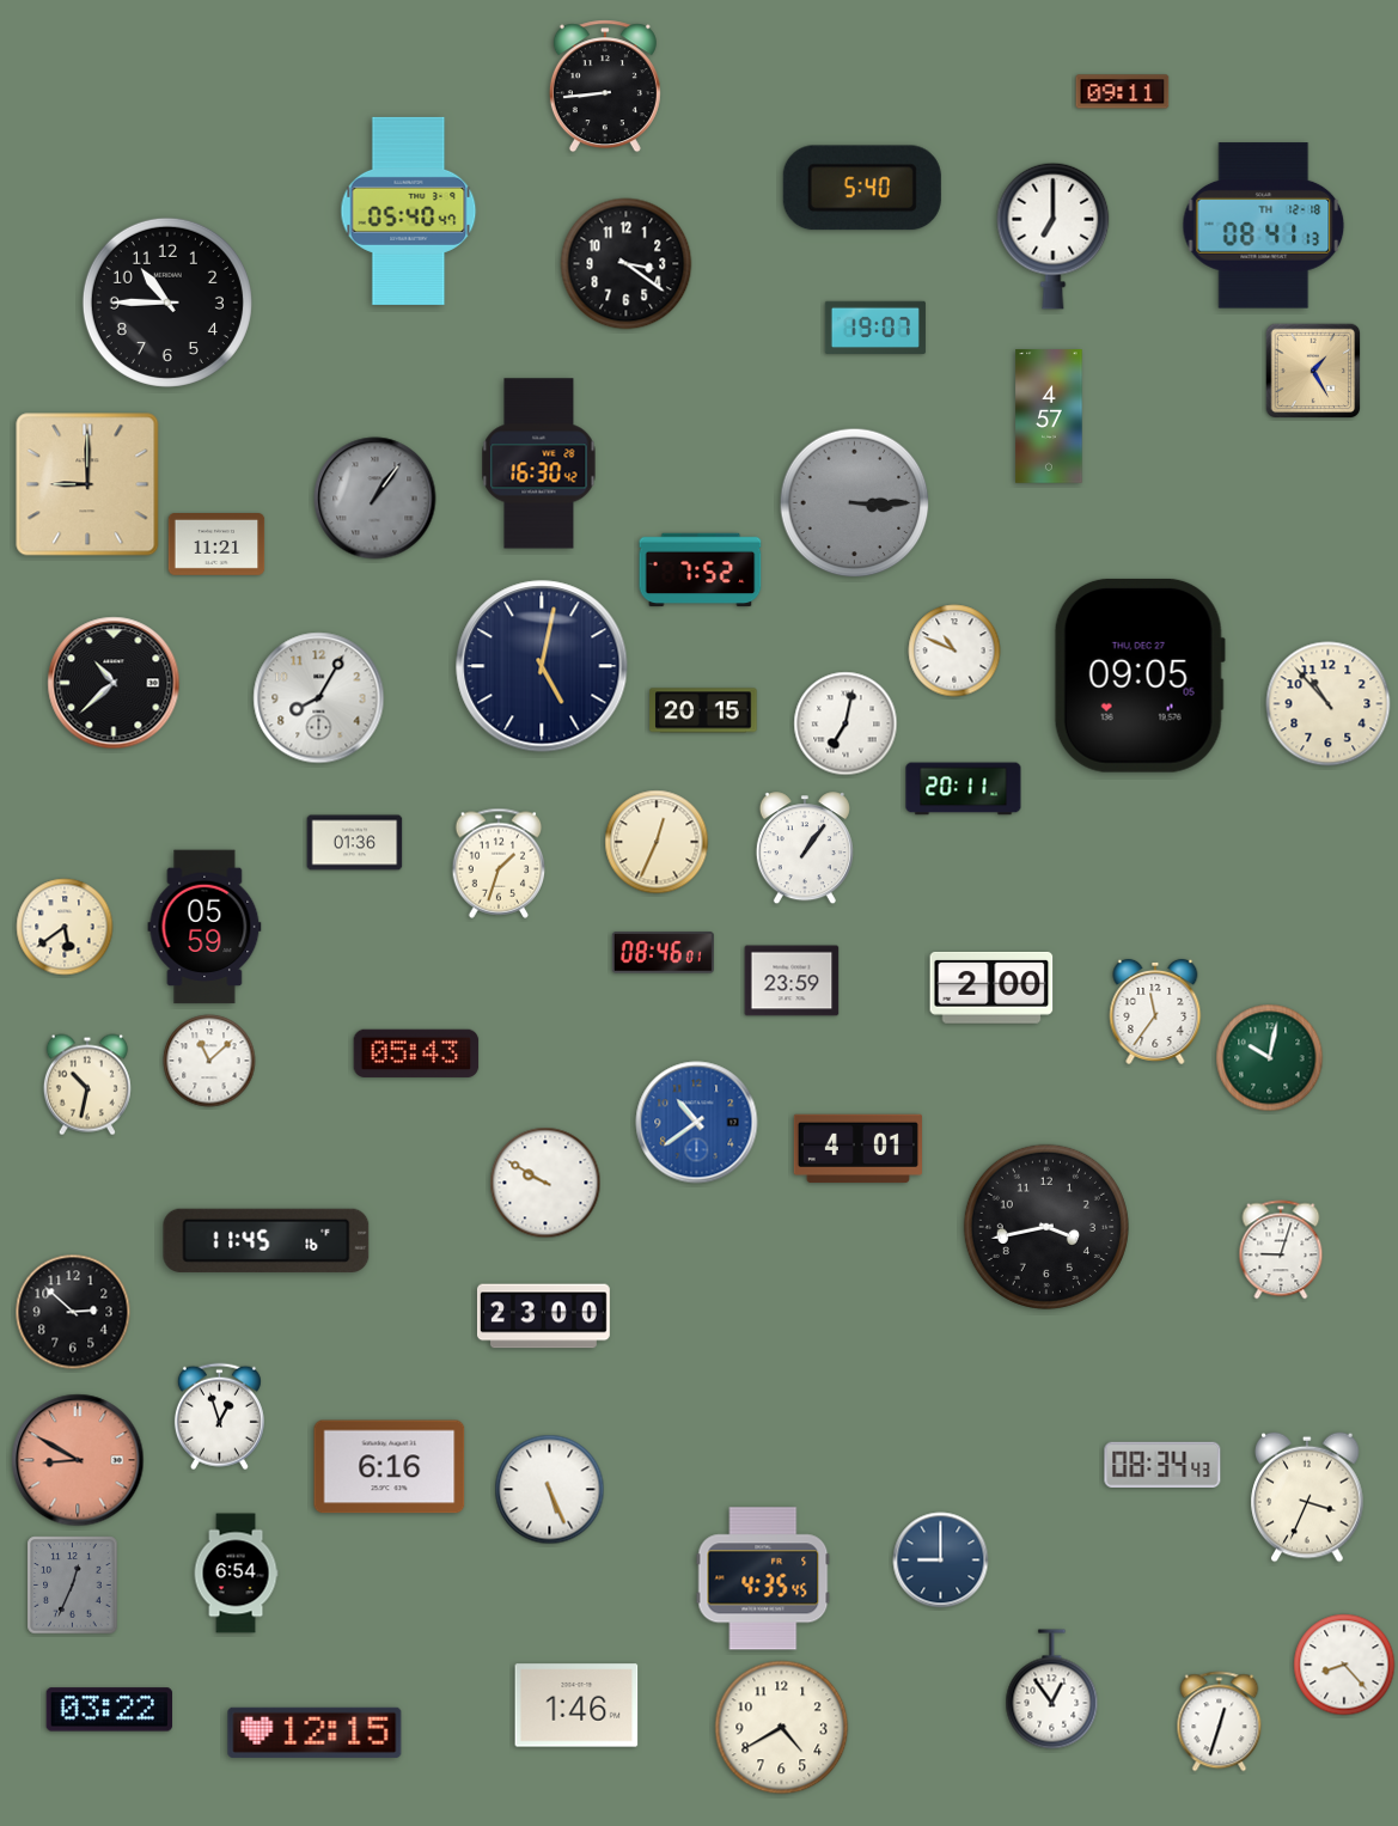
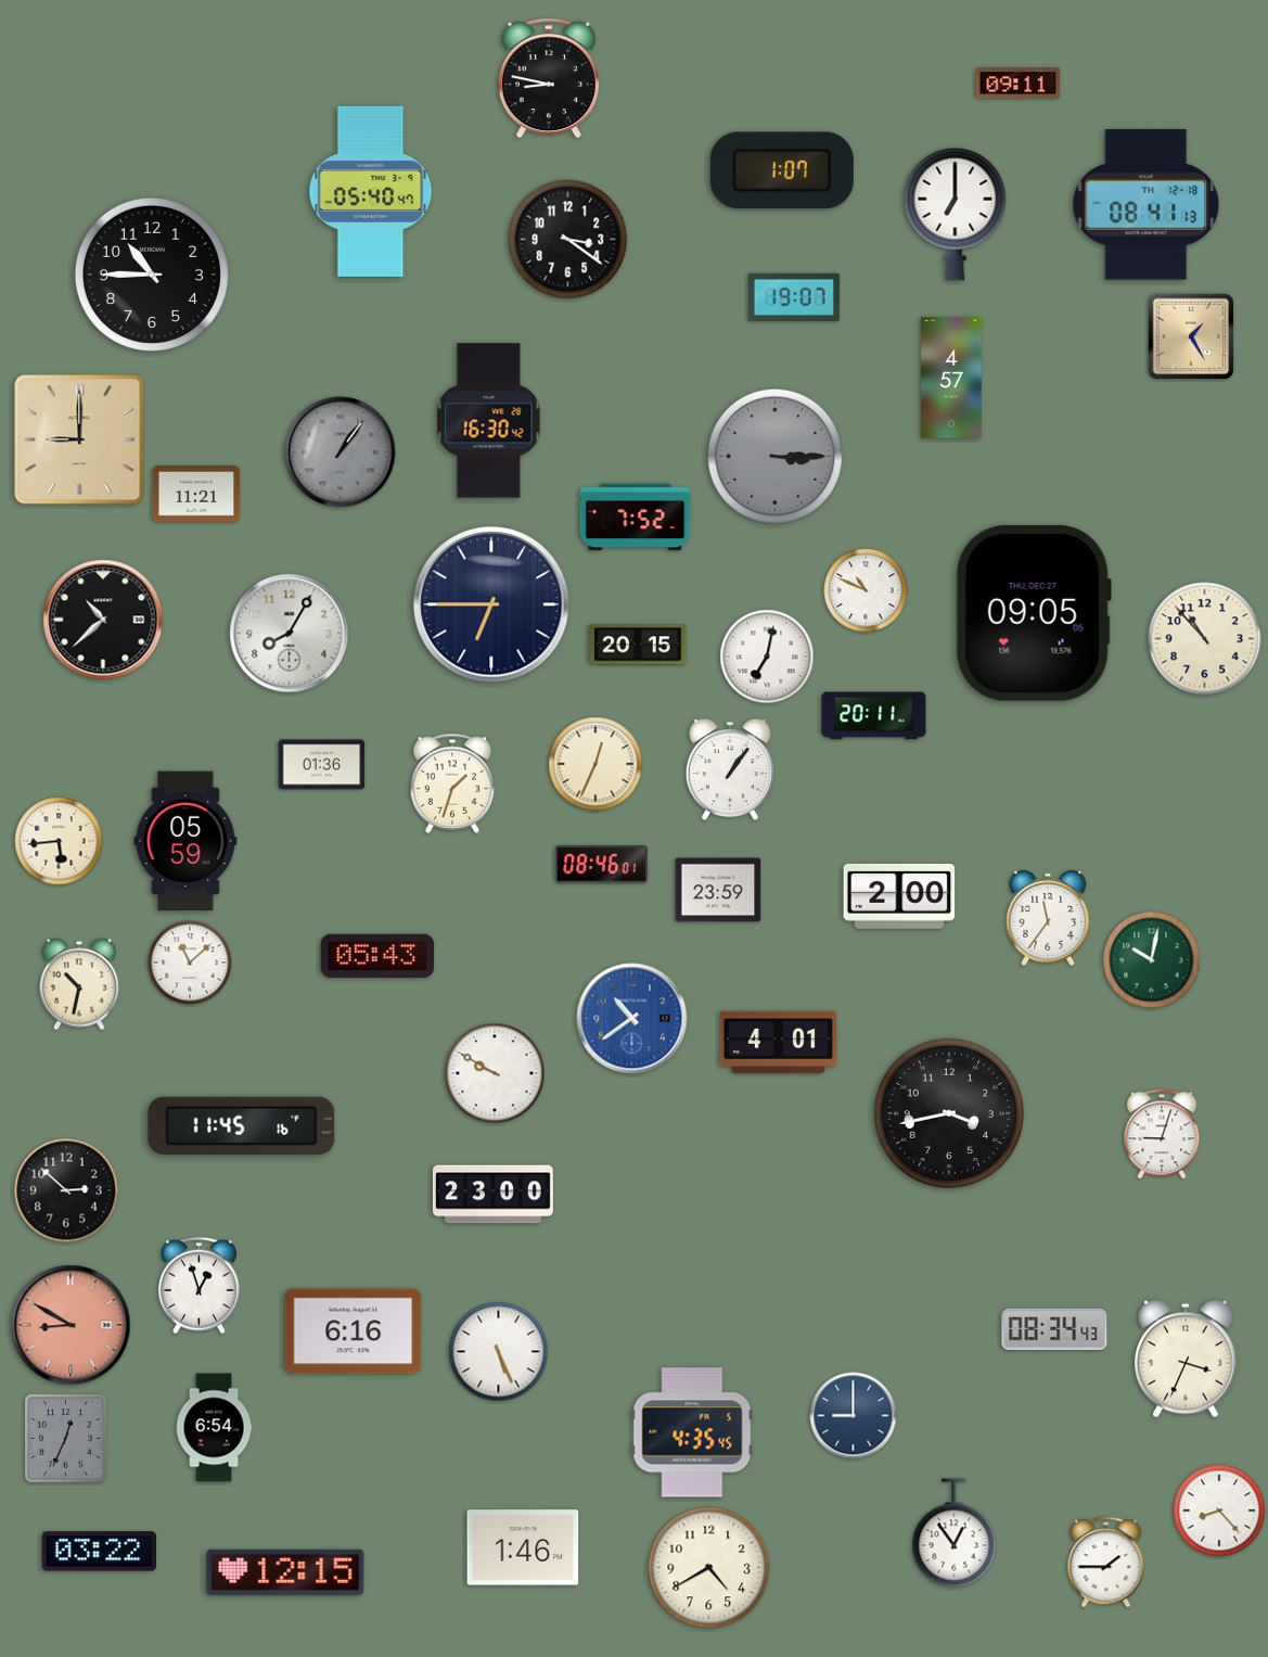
clock at (605, 86): 8:44 -> 8:47
clock at (862, 188): 5:40 -> 1:07
clock at (542, 666): 5:02 -> 6:45
clock at (65, 927): 5:39 -> 5:44
clock at (1220, 1722): 12:33 -> 1:45
